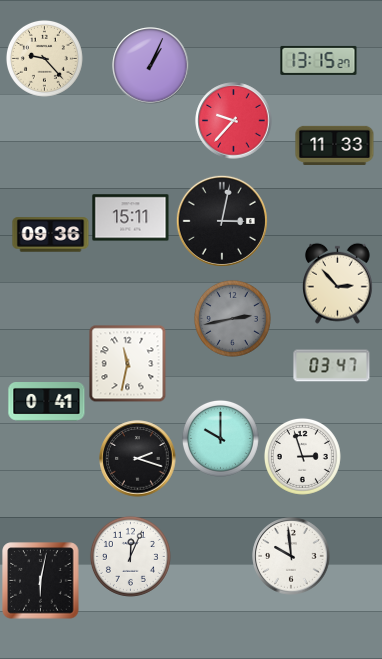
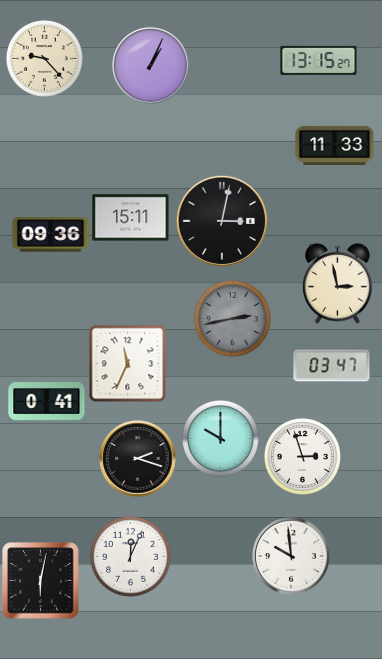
clock at (234, 121): 9:37 -> none
clock at (338, 283): 2:53 -> 2:58
clock at (127, 363): 11:32 -> 11:34
